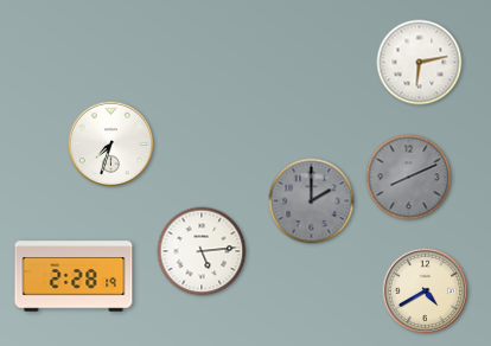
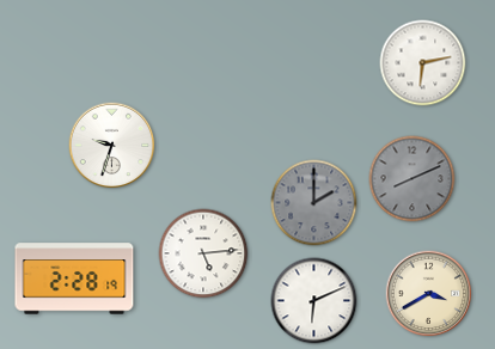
clock at (111, 145): 7:33 -> 9:33
clock at (426, 291): 4:40 -> 3:40
clock at (314, 301): none -> 6:11
